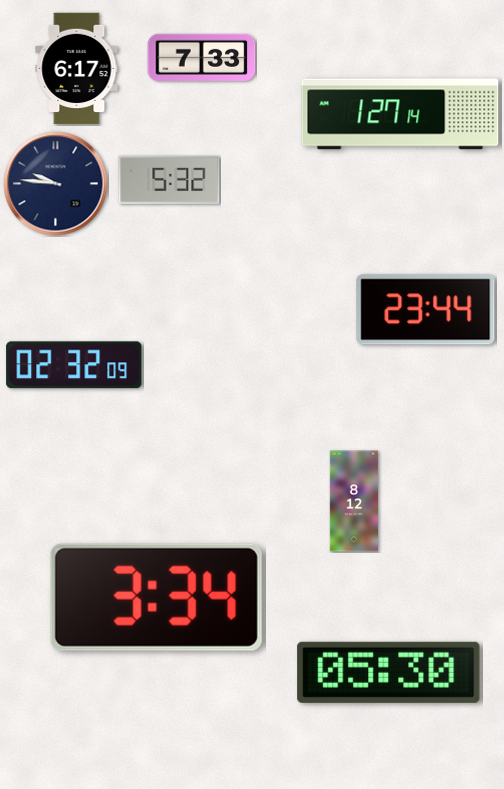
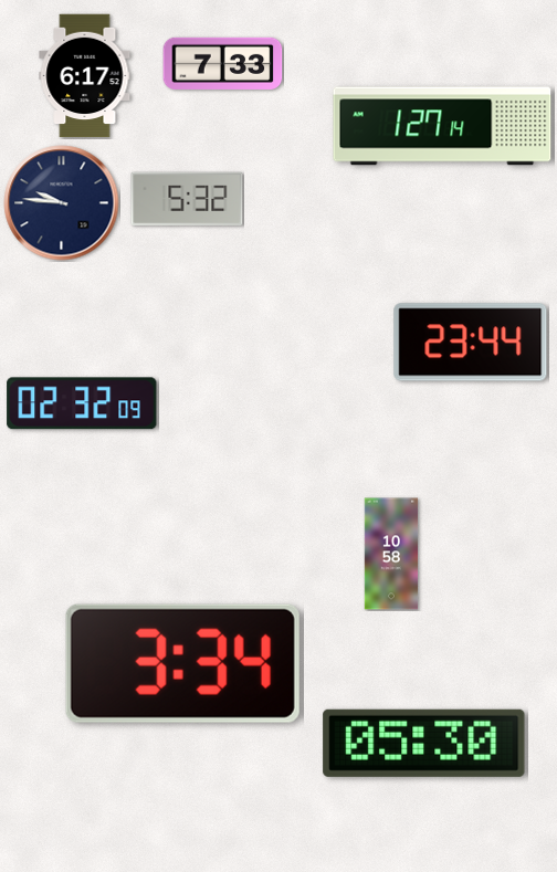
clock at (354, 501): 8:12 -> 10:58
clock at (156, 597) position: (156, 597) -> (182, 663)
clock at (389, 672) position: (389, 672) -> (424, 743)
